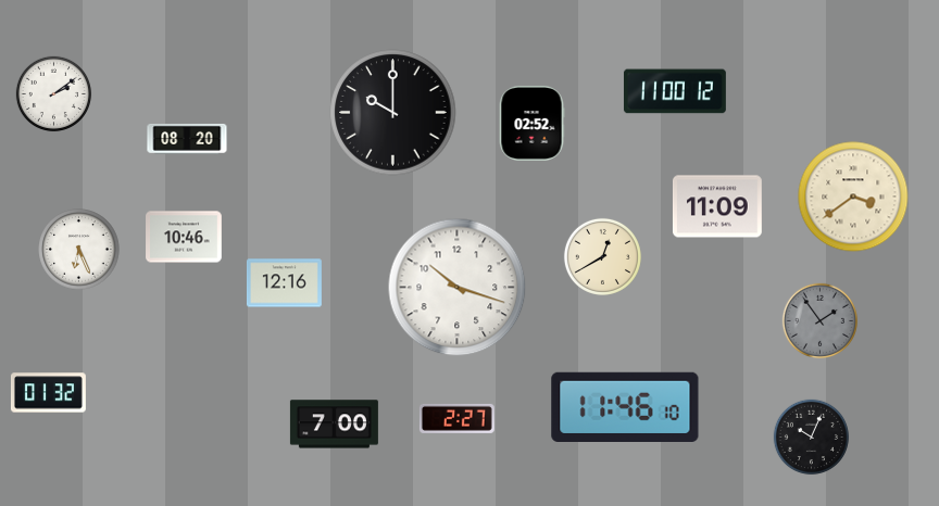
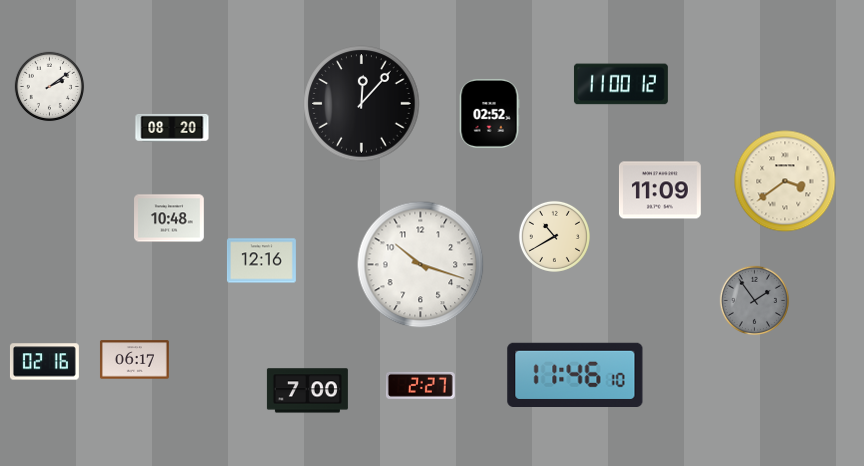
clock at (393, 113): 10:00 -> 12:07
clock at (184, 237): 10:46 -> 10:48
clock at (79, 250): 6:26 -> none
clock at (602, 256): 12:40 -> 10:40
clock at (821, 321) position: (821, 321) -> (755, 301)
clock at (134, 360): none -> 06:17
clock at (48, 393): 01:32 -> 02:16
clock at (812, 438): 10:04 -> none
